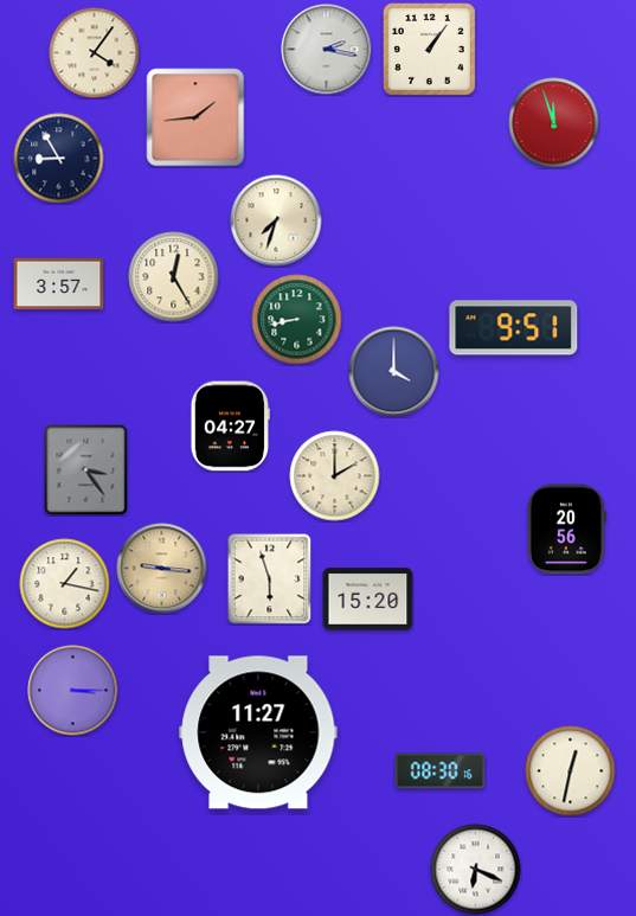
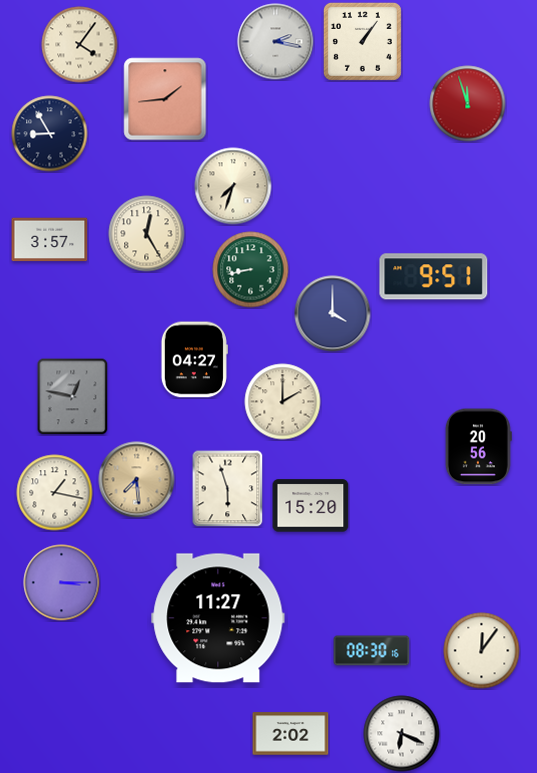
clock at (86, 469): 3:24 -> 12:47
clock at (162, 569): 9:16 -> 7:29
clock at (571, 771): 12:32 -> 12:06
clock at (291, 734): none -> 2:02
